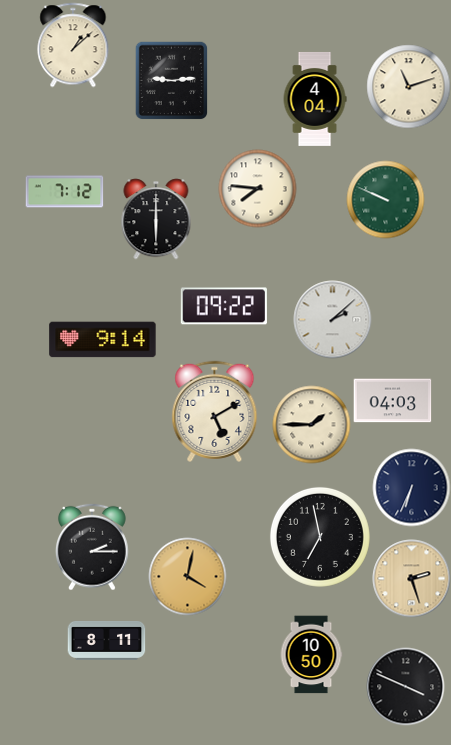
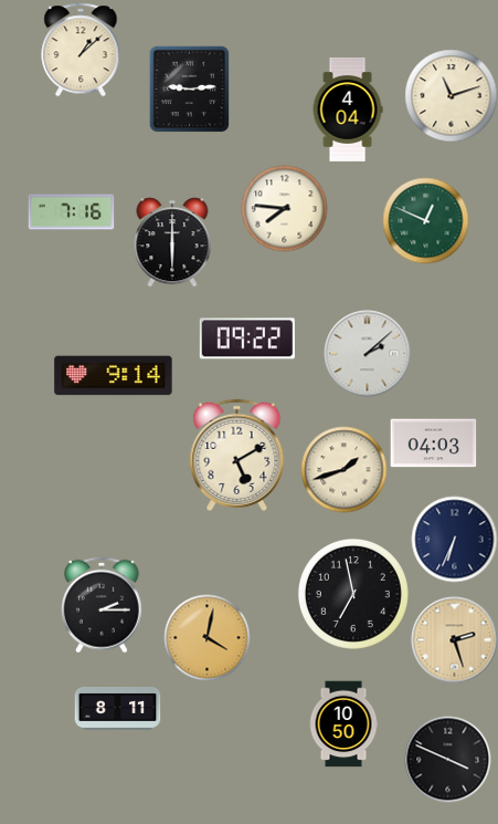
clock at (64, 192): 7:12 -> 7:16
clock at (385, 199): 9:49 -> 12:49
clock at (311, 424): 1:45 -> 1:42
